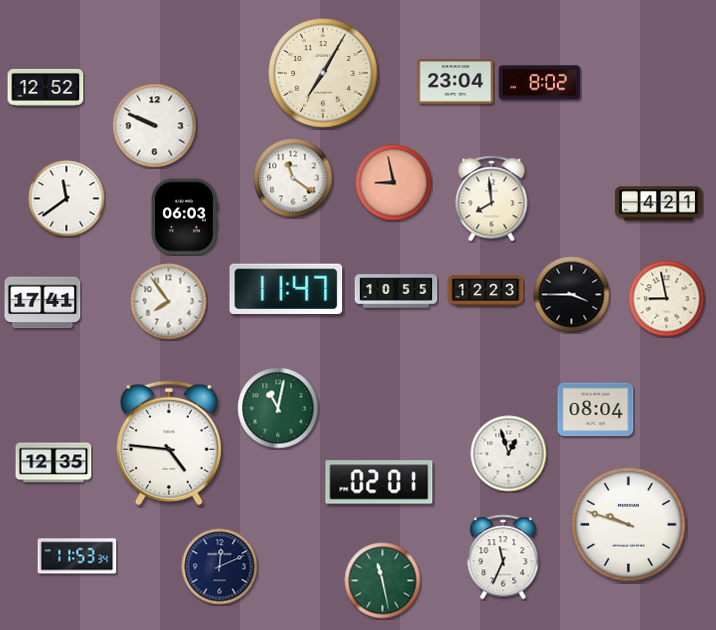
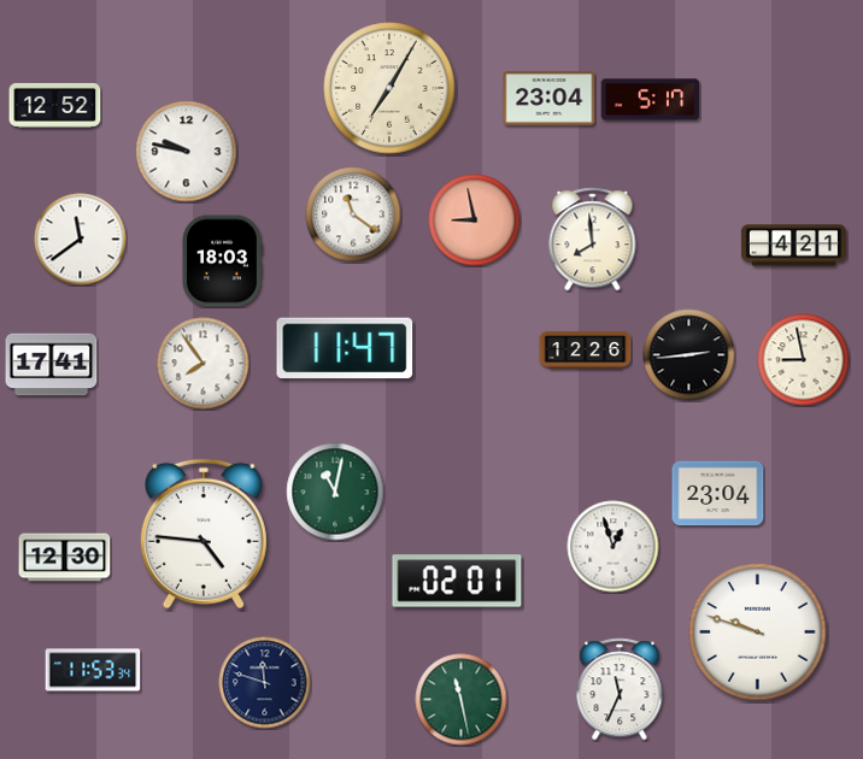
clock at (540, 83): 8:02 -> 5:17
clock at (155, 126): 9:49 -> 9:47
clock at (184, 217): 06:03 -> 18:03
clock at (486, 290): 12:23 -> 12:26
clock at (396, 291): 10:55 -> none
clock at (572, 295): 3:45 -> 2:44
clock at (596, 410): 08:04 -> 23:04
clock at (54, 463): 12:35 -> 12:30
clock at (503, 557) position: (503, 557) -> (620, 689)
clock at (220, 567): 12:11 -> 11:48
